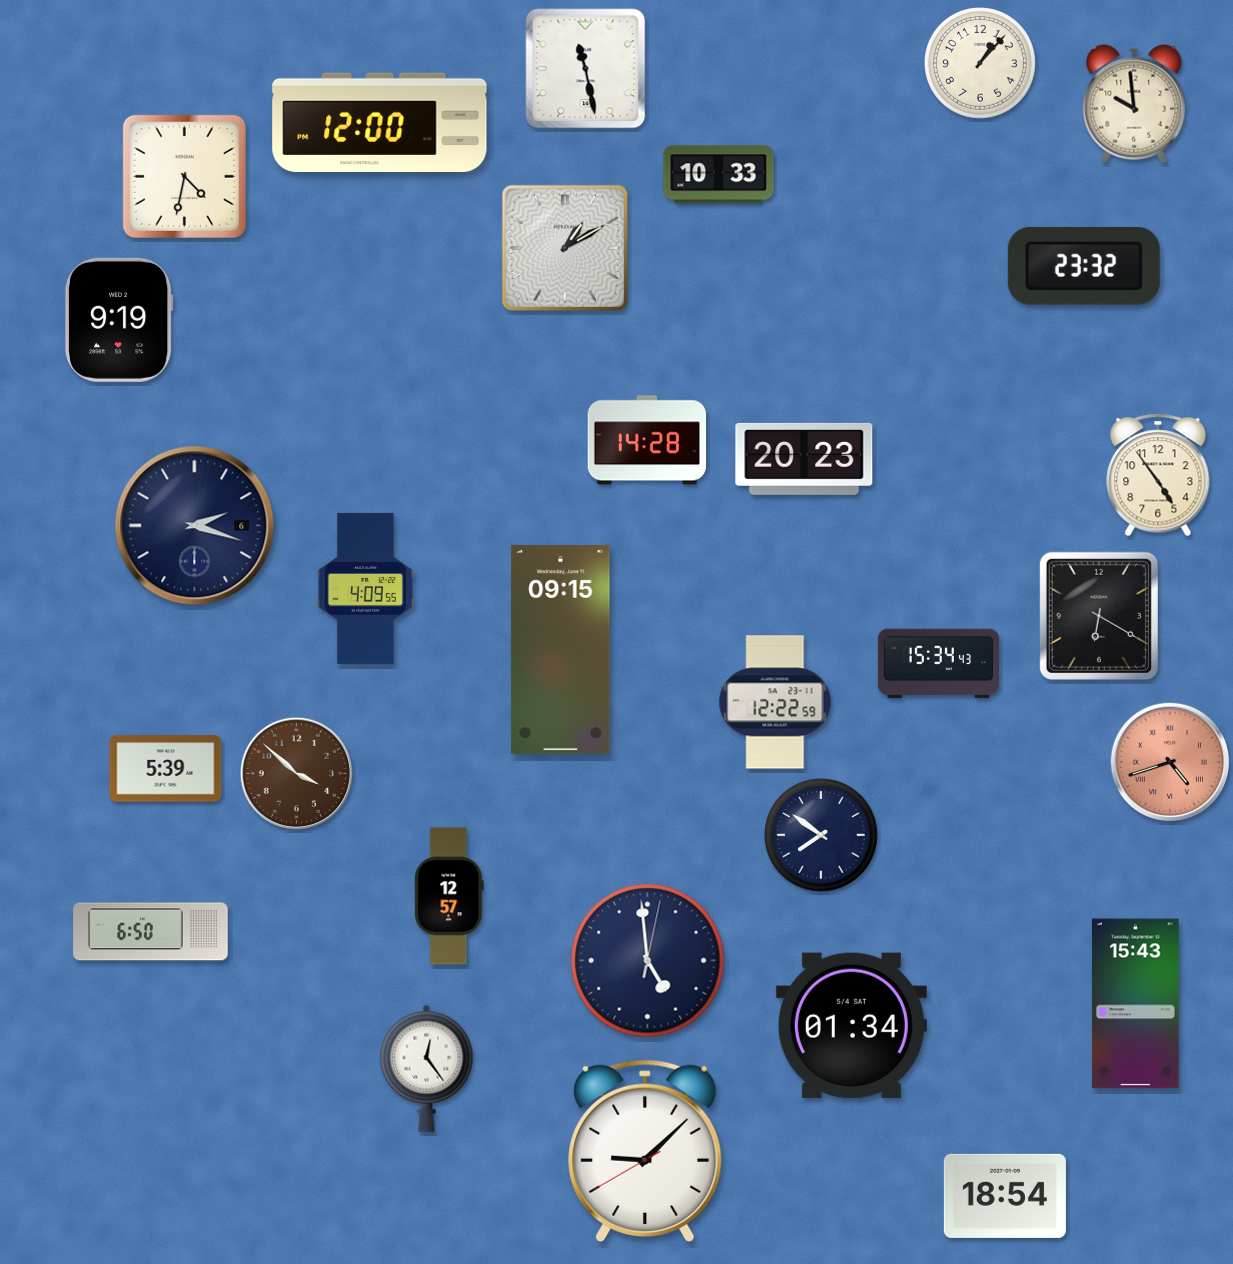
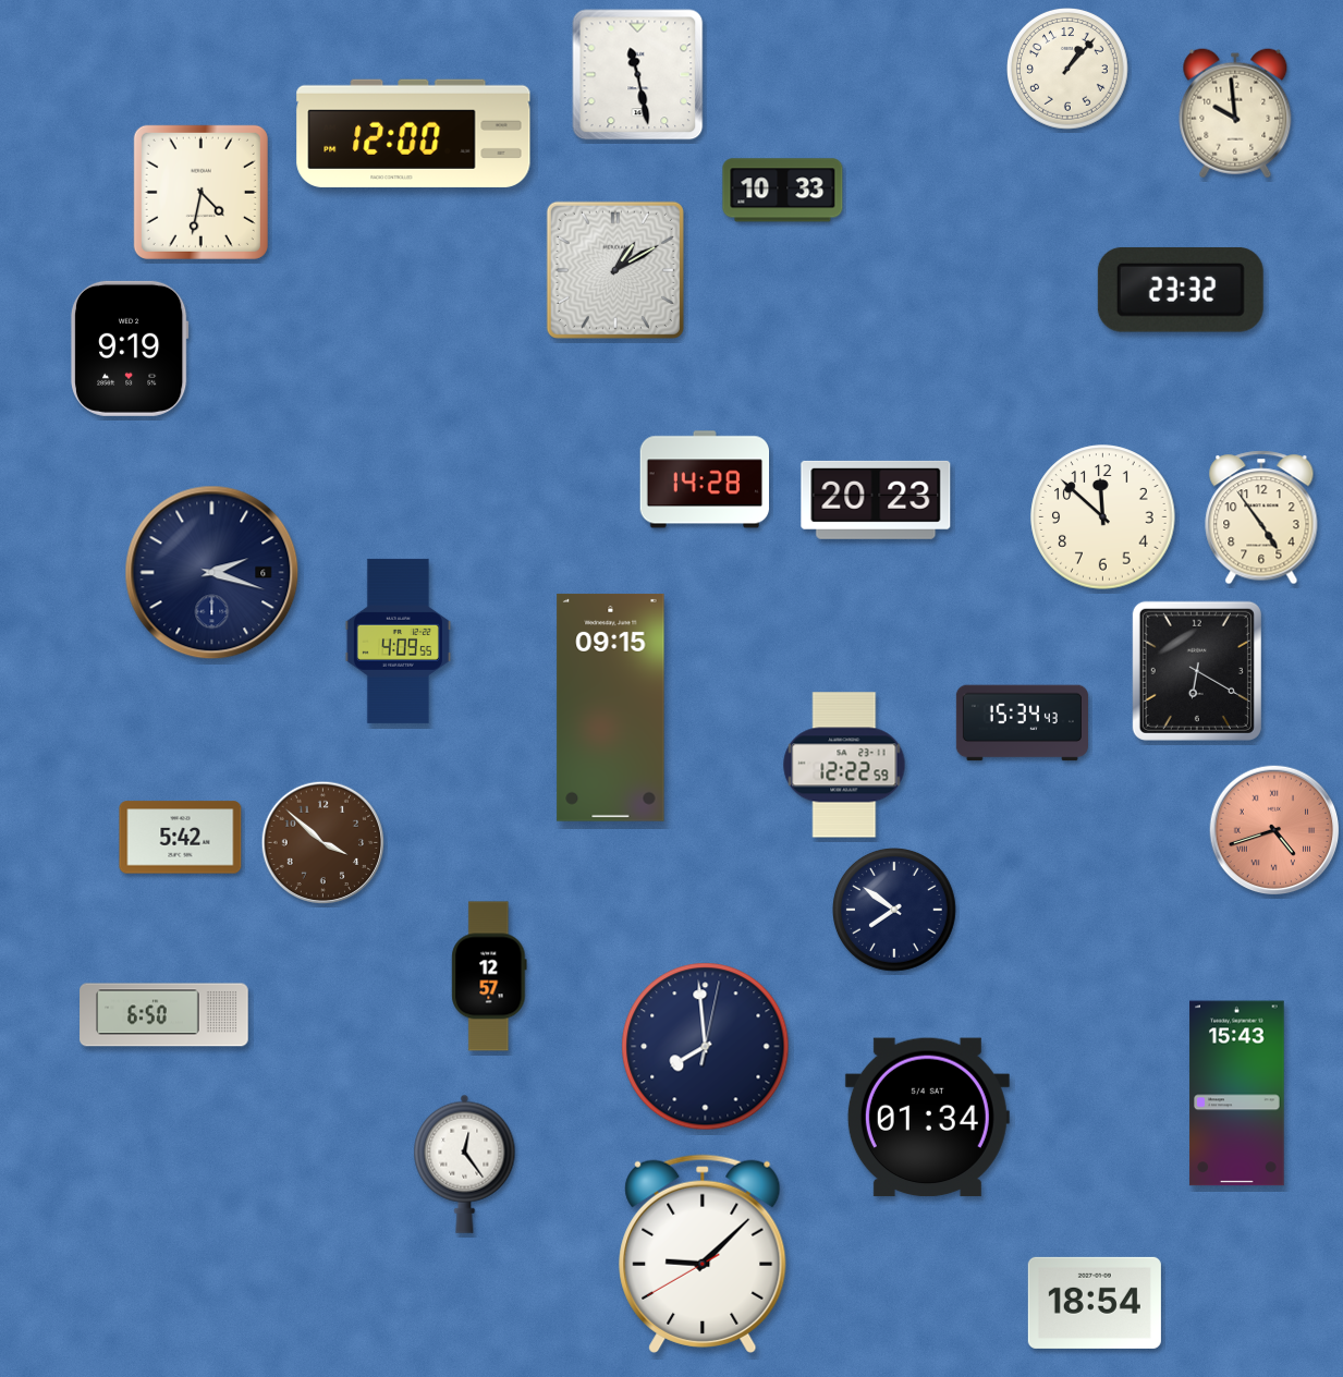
clock at (1103, 517): none -> 11:52
clock at (166, 769): 5:39 -> 5:42
clock at (648, 961): 4:59 -> 7:59
